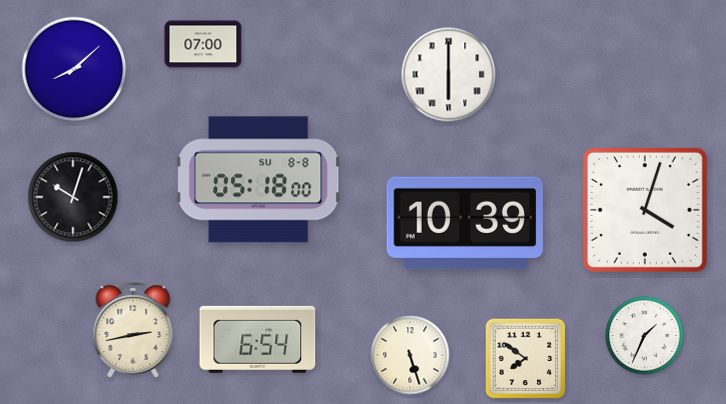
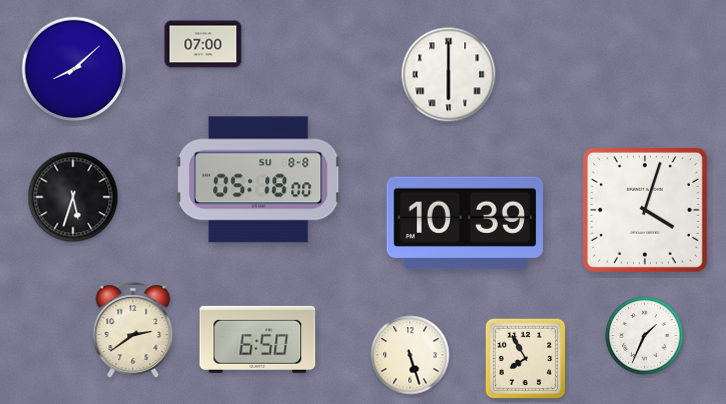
clock at (73, 197): 10:03 -> 5:33
clock at (133, 330): 2:43 -> 2:39
clock at (258, 339): 6:54 -> 6:50
clock at (526, 359): 7:51 -> 7:55
